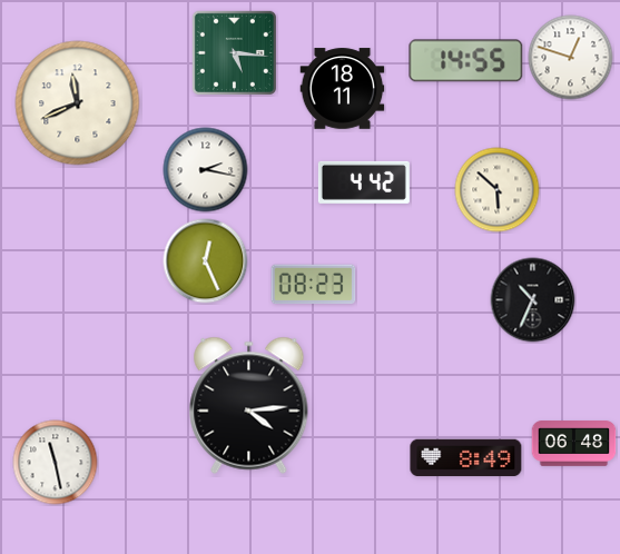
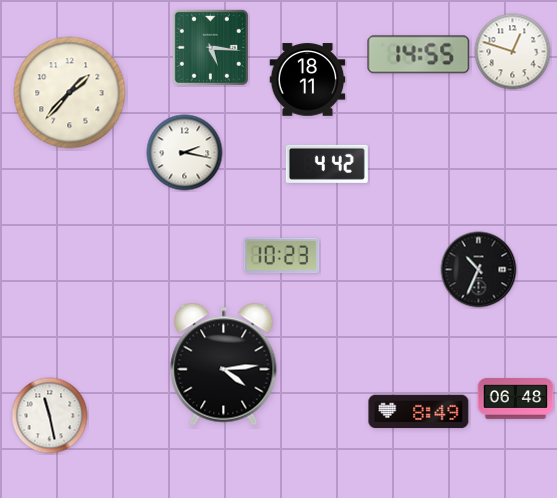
clock at (78, 103): 11:41 -> 1:37
clock at (498, 190): 5:52 -> none
clock at (206, 261): 12:26 -> none
clock at (314, 285): 08:23 -> 10:23
